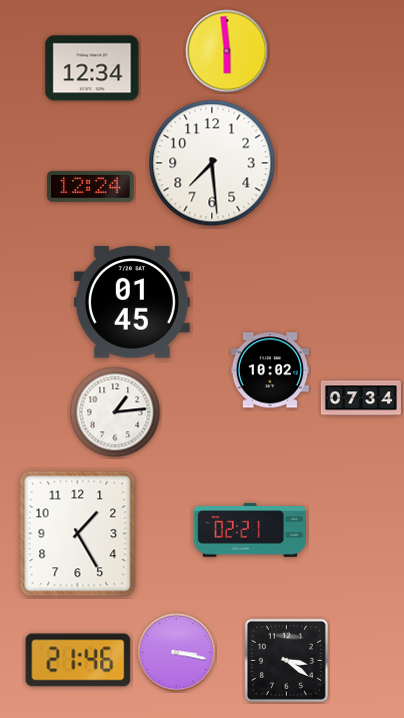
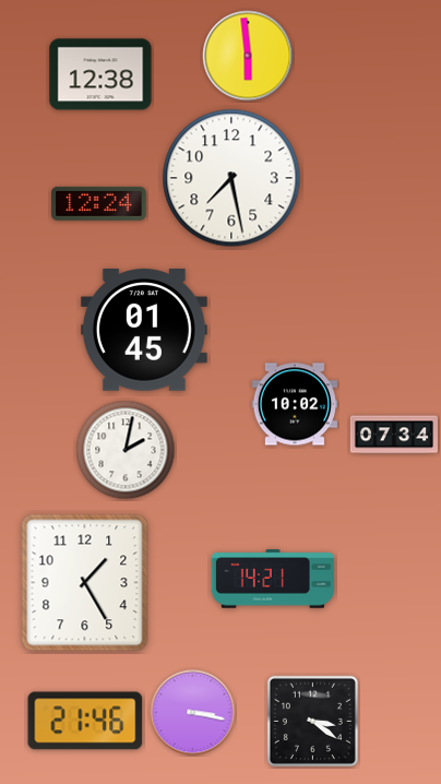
clock at (92, 68): 12:34 -> 12:38
clock at (212, 163): 7:29 -> 7:28
clock at (115, 412): 1:14 -> 2:02
clock at (250, 530): 02:21 -> 14:21
